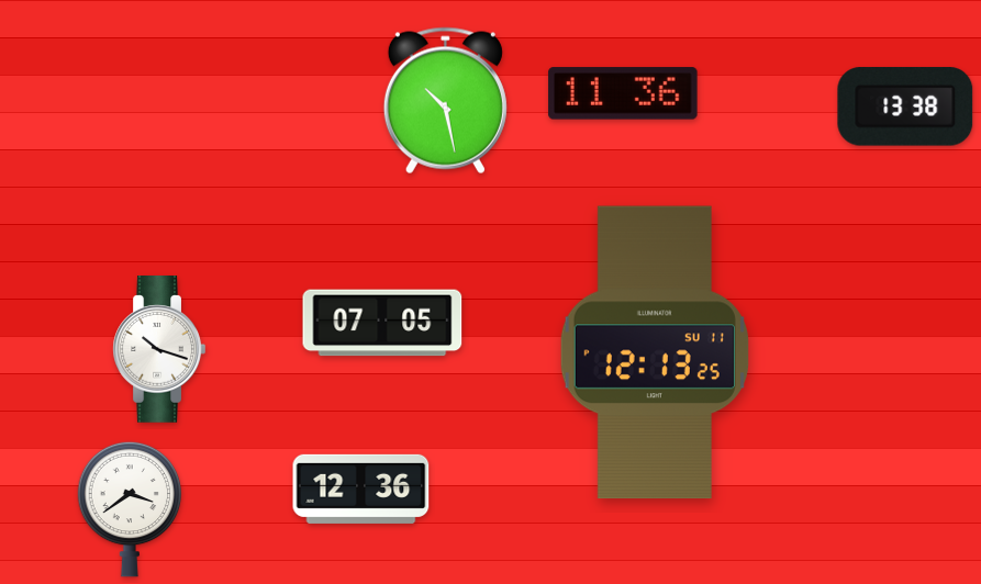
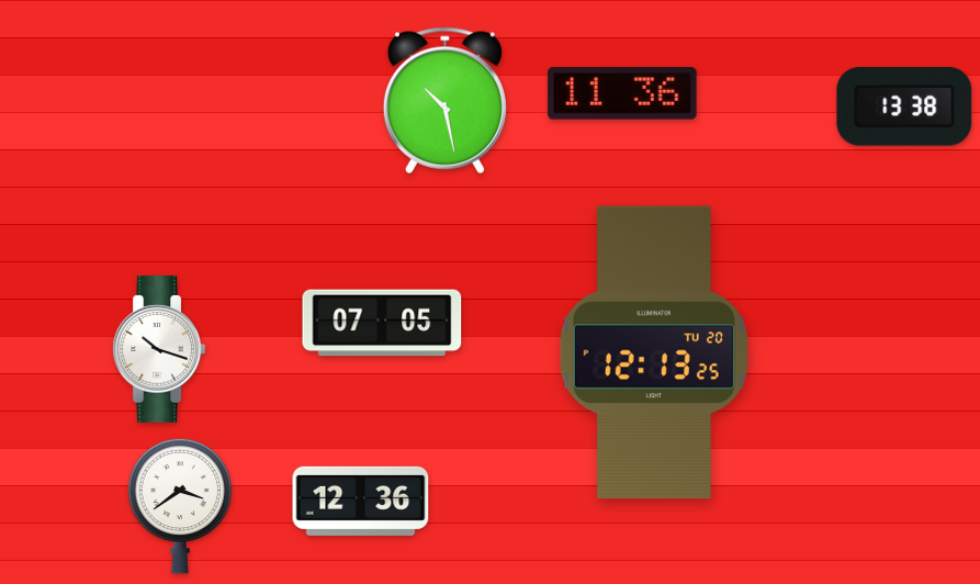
clock at (655, 352) date: SU 11 -> TU 20
clock at (361, 488) position: (361, 488) -> (361, 501)
clock at (130, 509) position: (130, 509) -> (180, 506)
